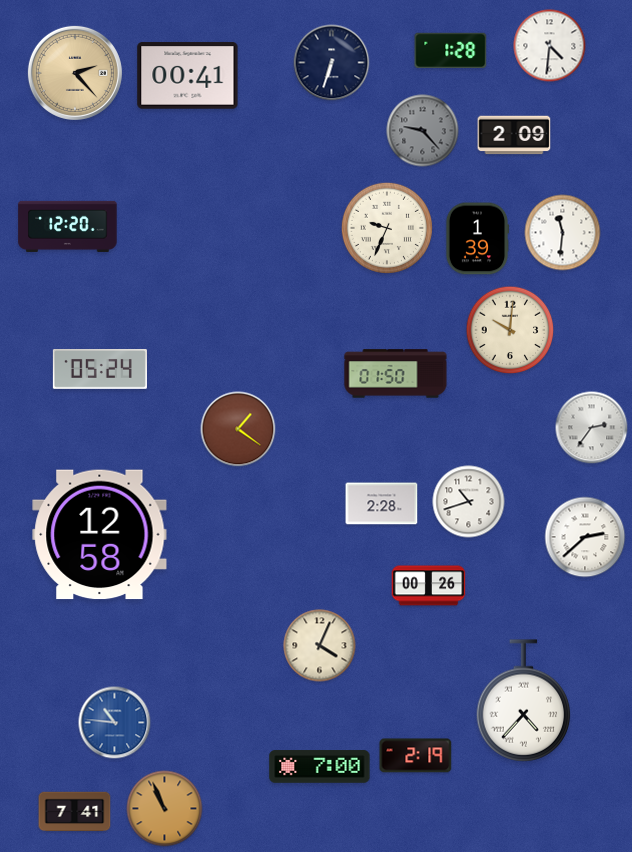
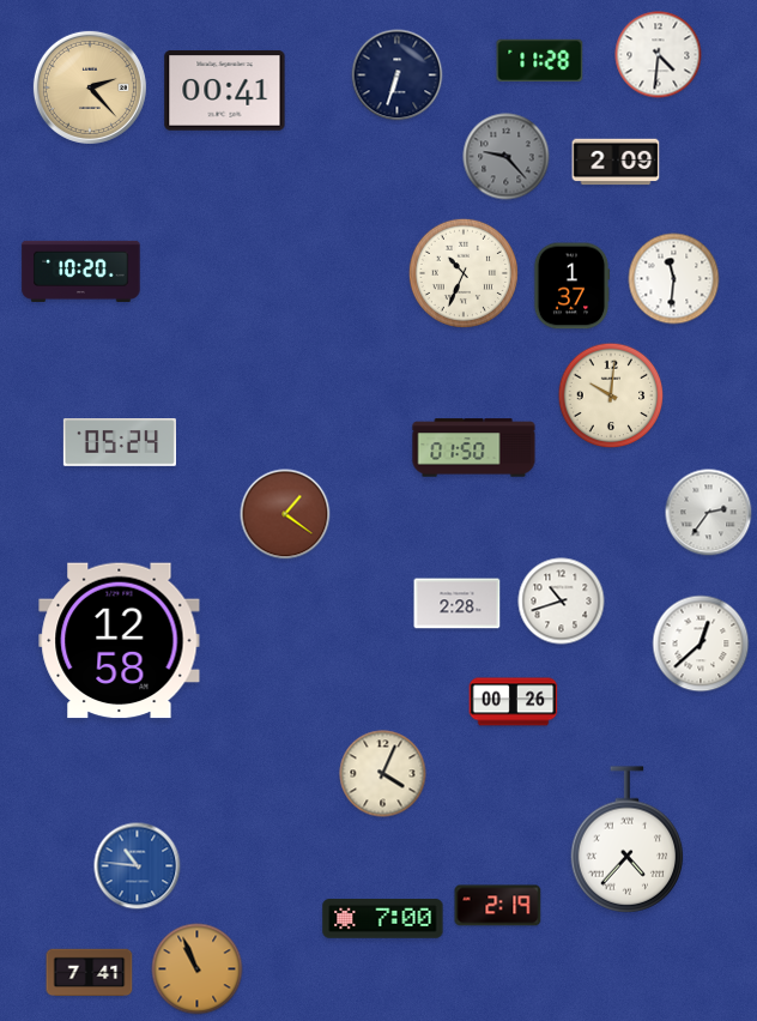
clock at (451, 50): 1:28 -> 11:28
clock at (68, 226): 12:20 -> 10:20
clock at (387, 228): 9:34 -> 10:34
clock at (477, 239): 1:39 -> 1:37
clock at (585, 537): 2:38 -> 12:38
